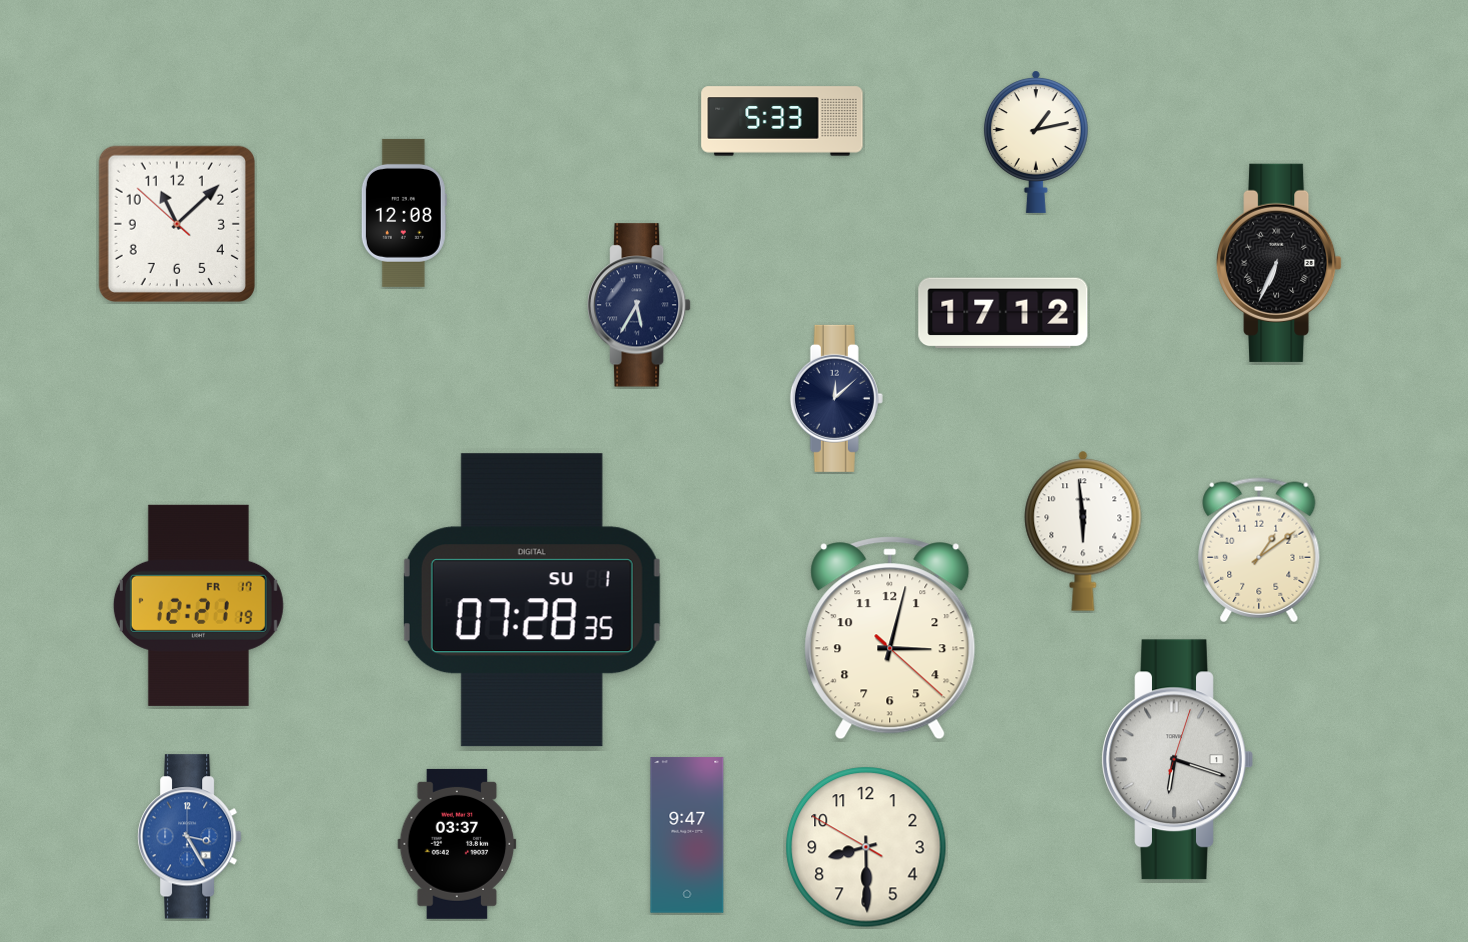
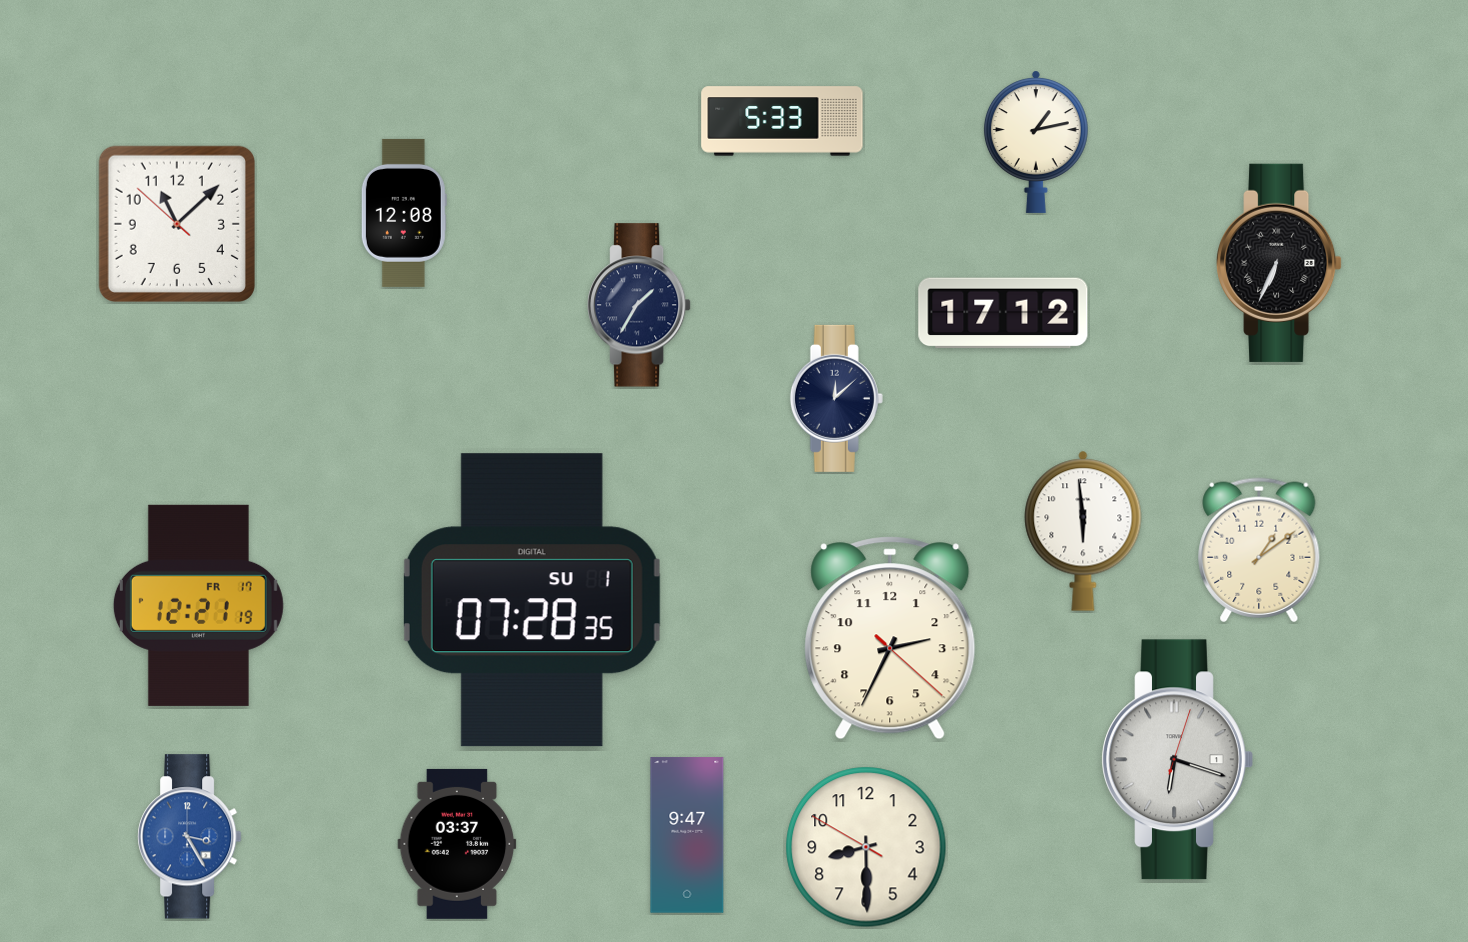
clock at (640, 305): 5:35 -> 1:35
clock at (890, 638): 3:02 -> 2:34
